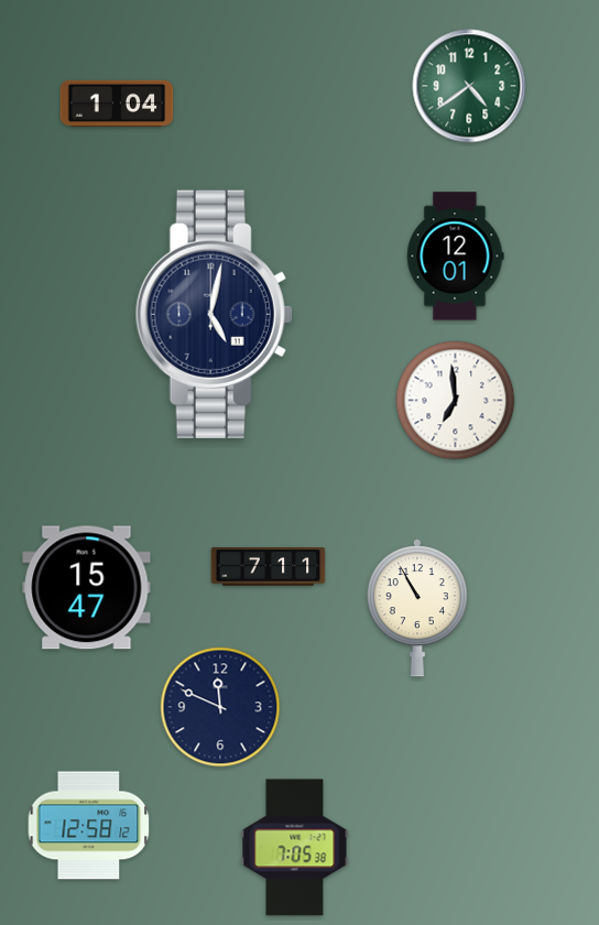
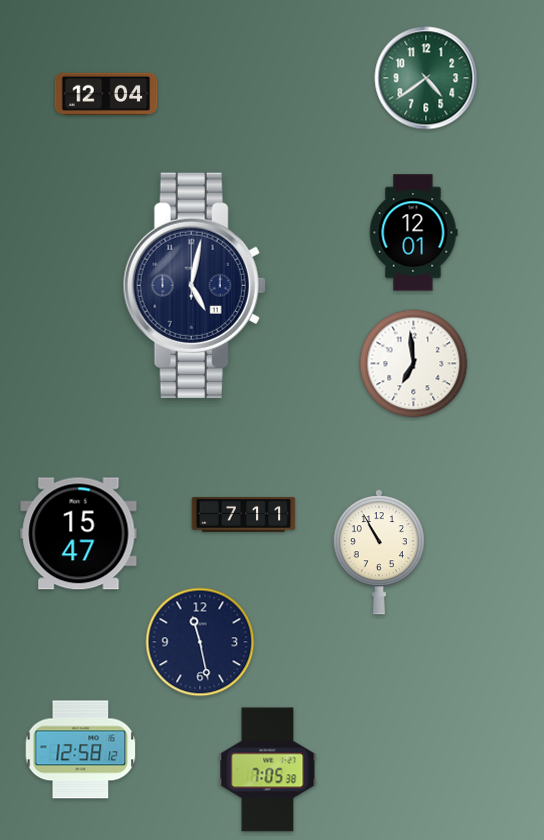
clock at (117, 104): 1:04 -> 12:04
clock at (220, 707): 11:49 -> 11:28
